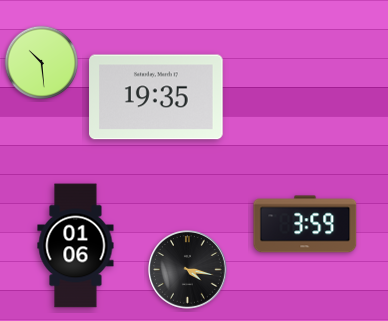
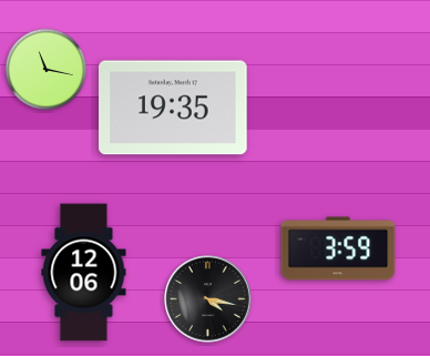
clock at (42, 63): 10:29 -> 11:17
clock at (76, 246): 01:06 -> 12:06
